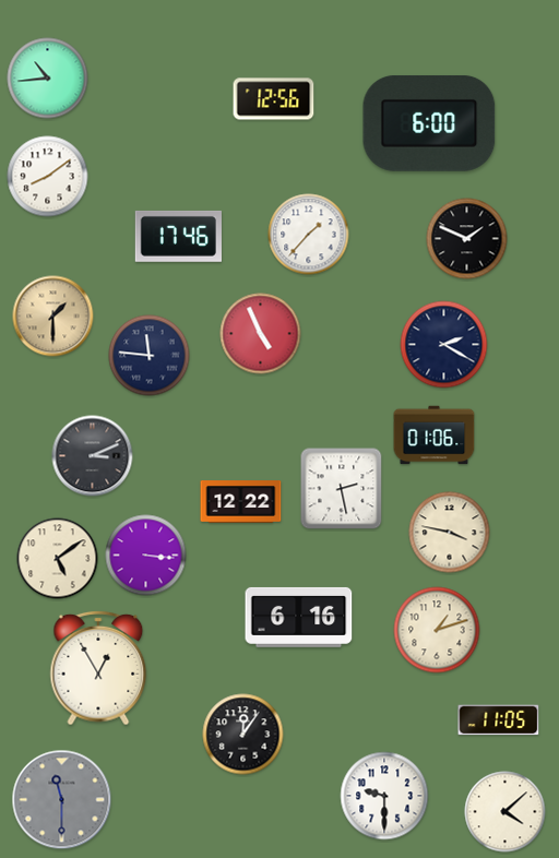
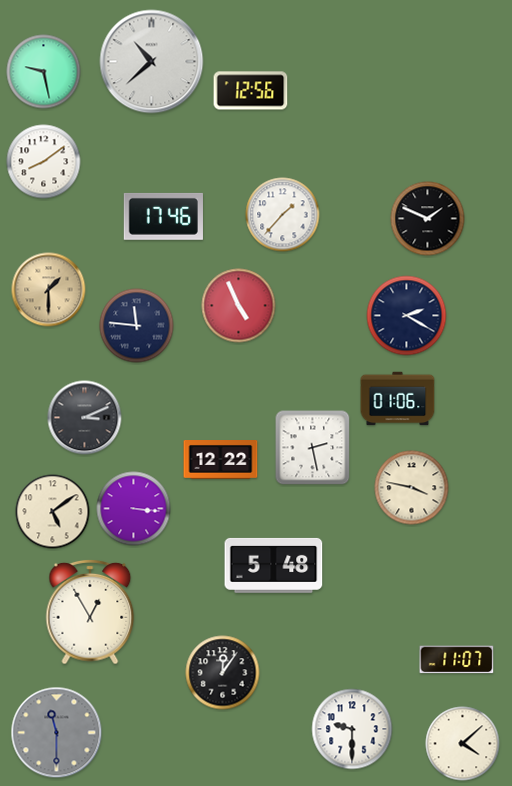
clock at (152, 62): none -> 10:38
clock at (48, 79): 10:44 -> 9:28
clock at (429, 123): 6:00 -> none
clock at (299, 617): 6:16 -> 5:48
clock at (437, 630): 1:12 -> none
clock at (499, 720): 11:05 -> 11:07
